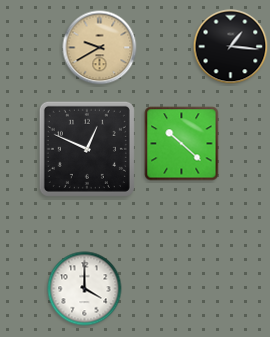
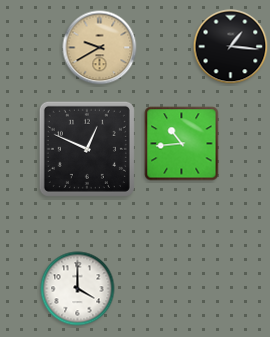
clock at (182, 144): 10:22 -> 10:44
clock at (85, 289) position: (85, 289) -> (78, 289)
